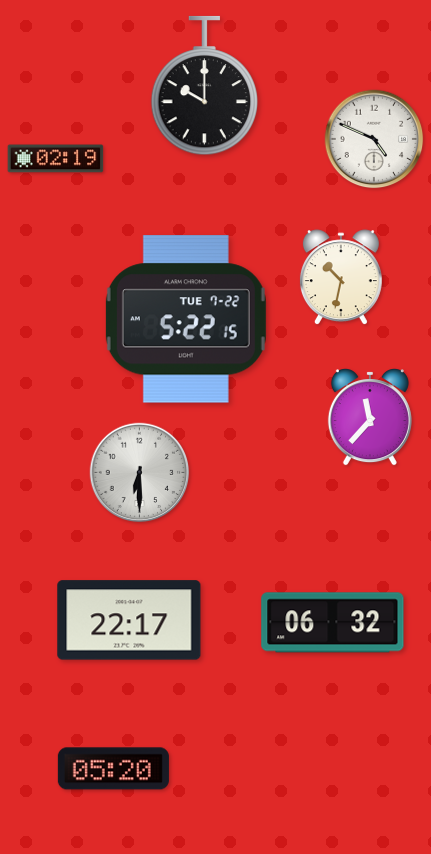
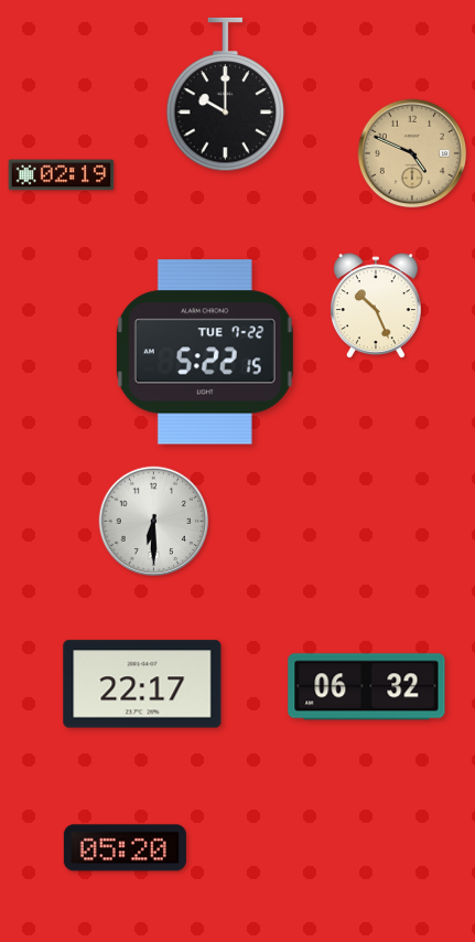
clock at (374, 139) dial: white -> champagne
clock at (341, 278): 10:32 -> 10:26
clock at (370, 417): 11:37 -> none
